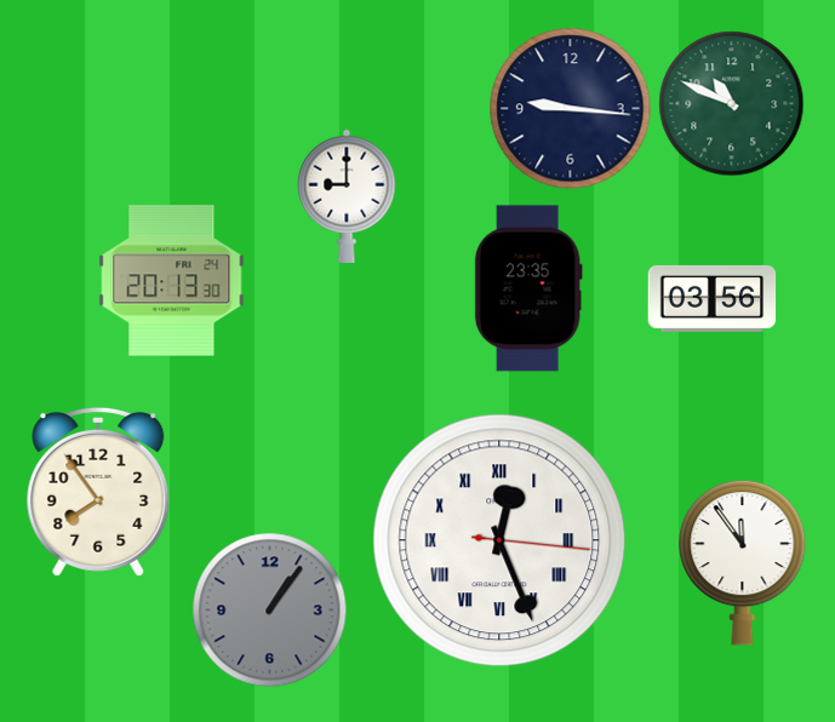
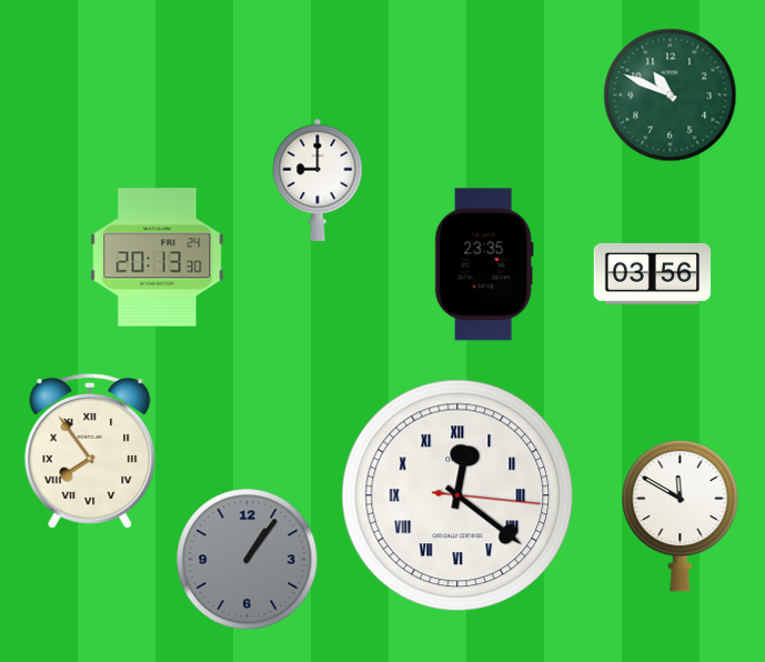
clock at (571, 109): 9:16 -> none
clock at (98, 492) numerals: Arabic -> Roman
clock at (499, 540): 12:26 -> 12:21
clock at (743, 562): 11:54 -> 11:50
